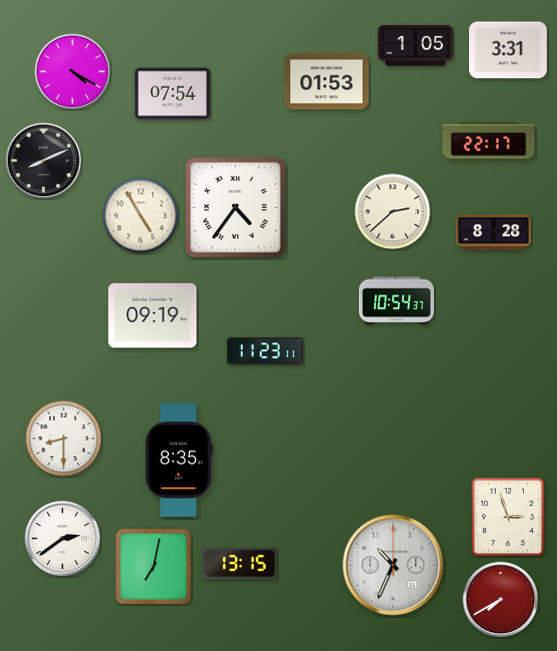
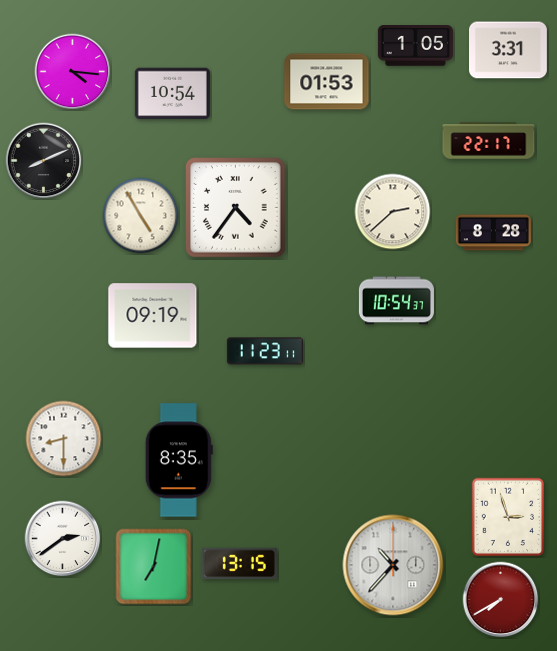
clock at (73, 72): 4:20 -> 4:16
clock at (172, 94): 07:54 -> 10:54
clock at (393, 565): 10:34 -> 10:37
